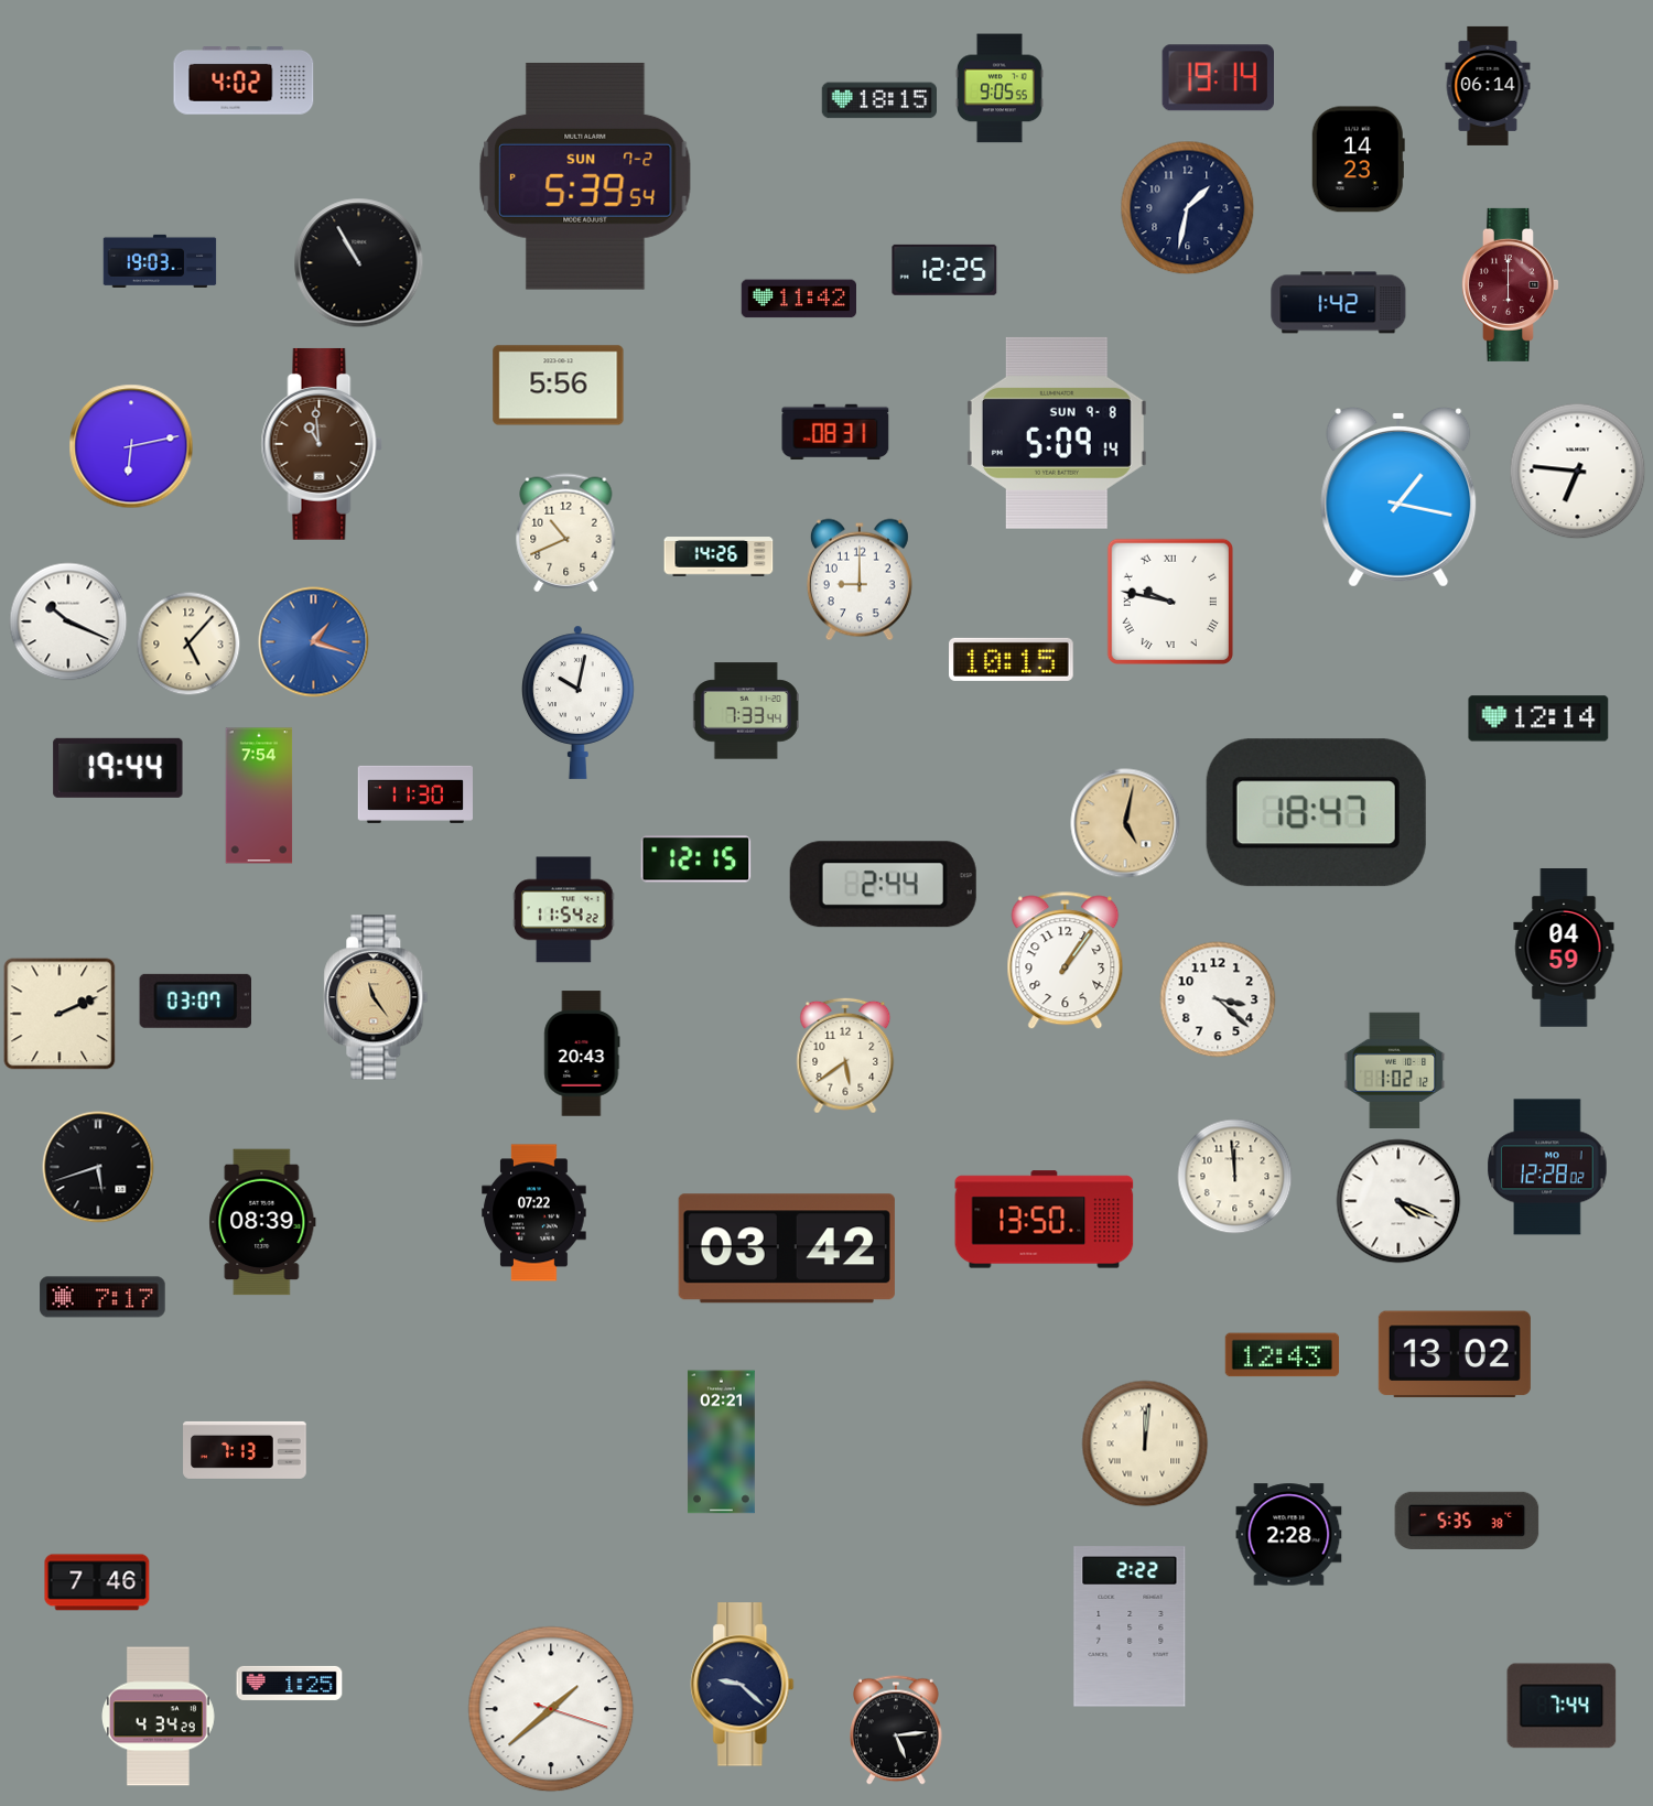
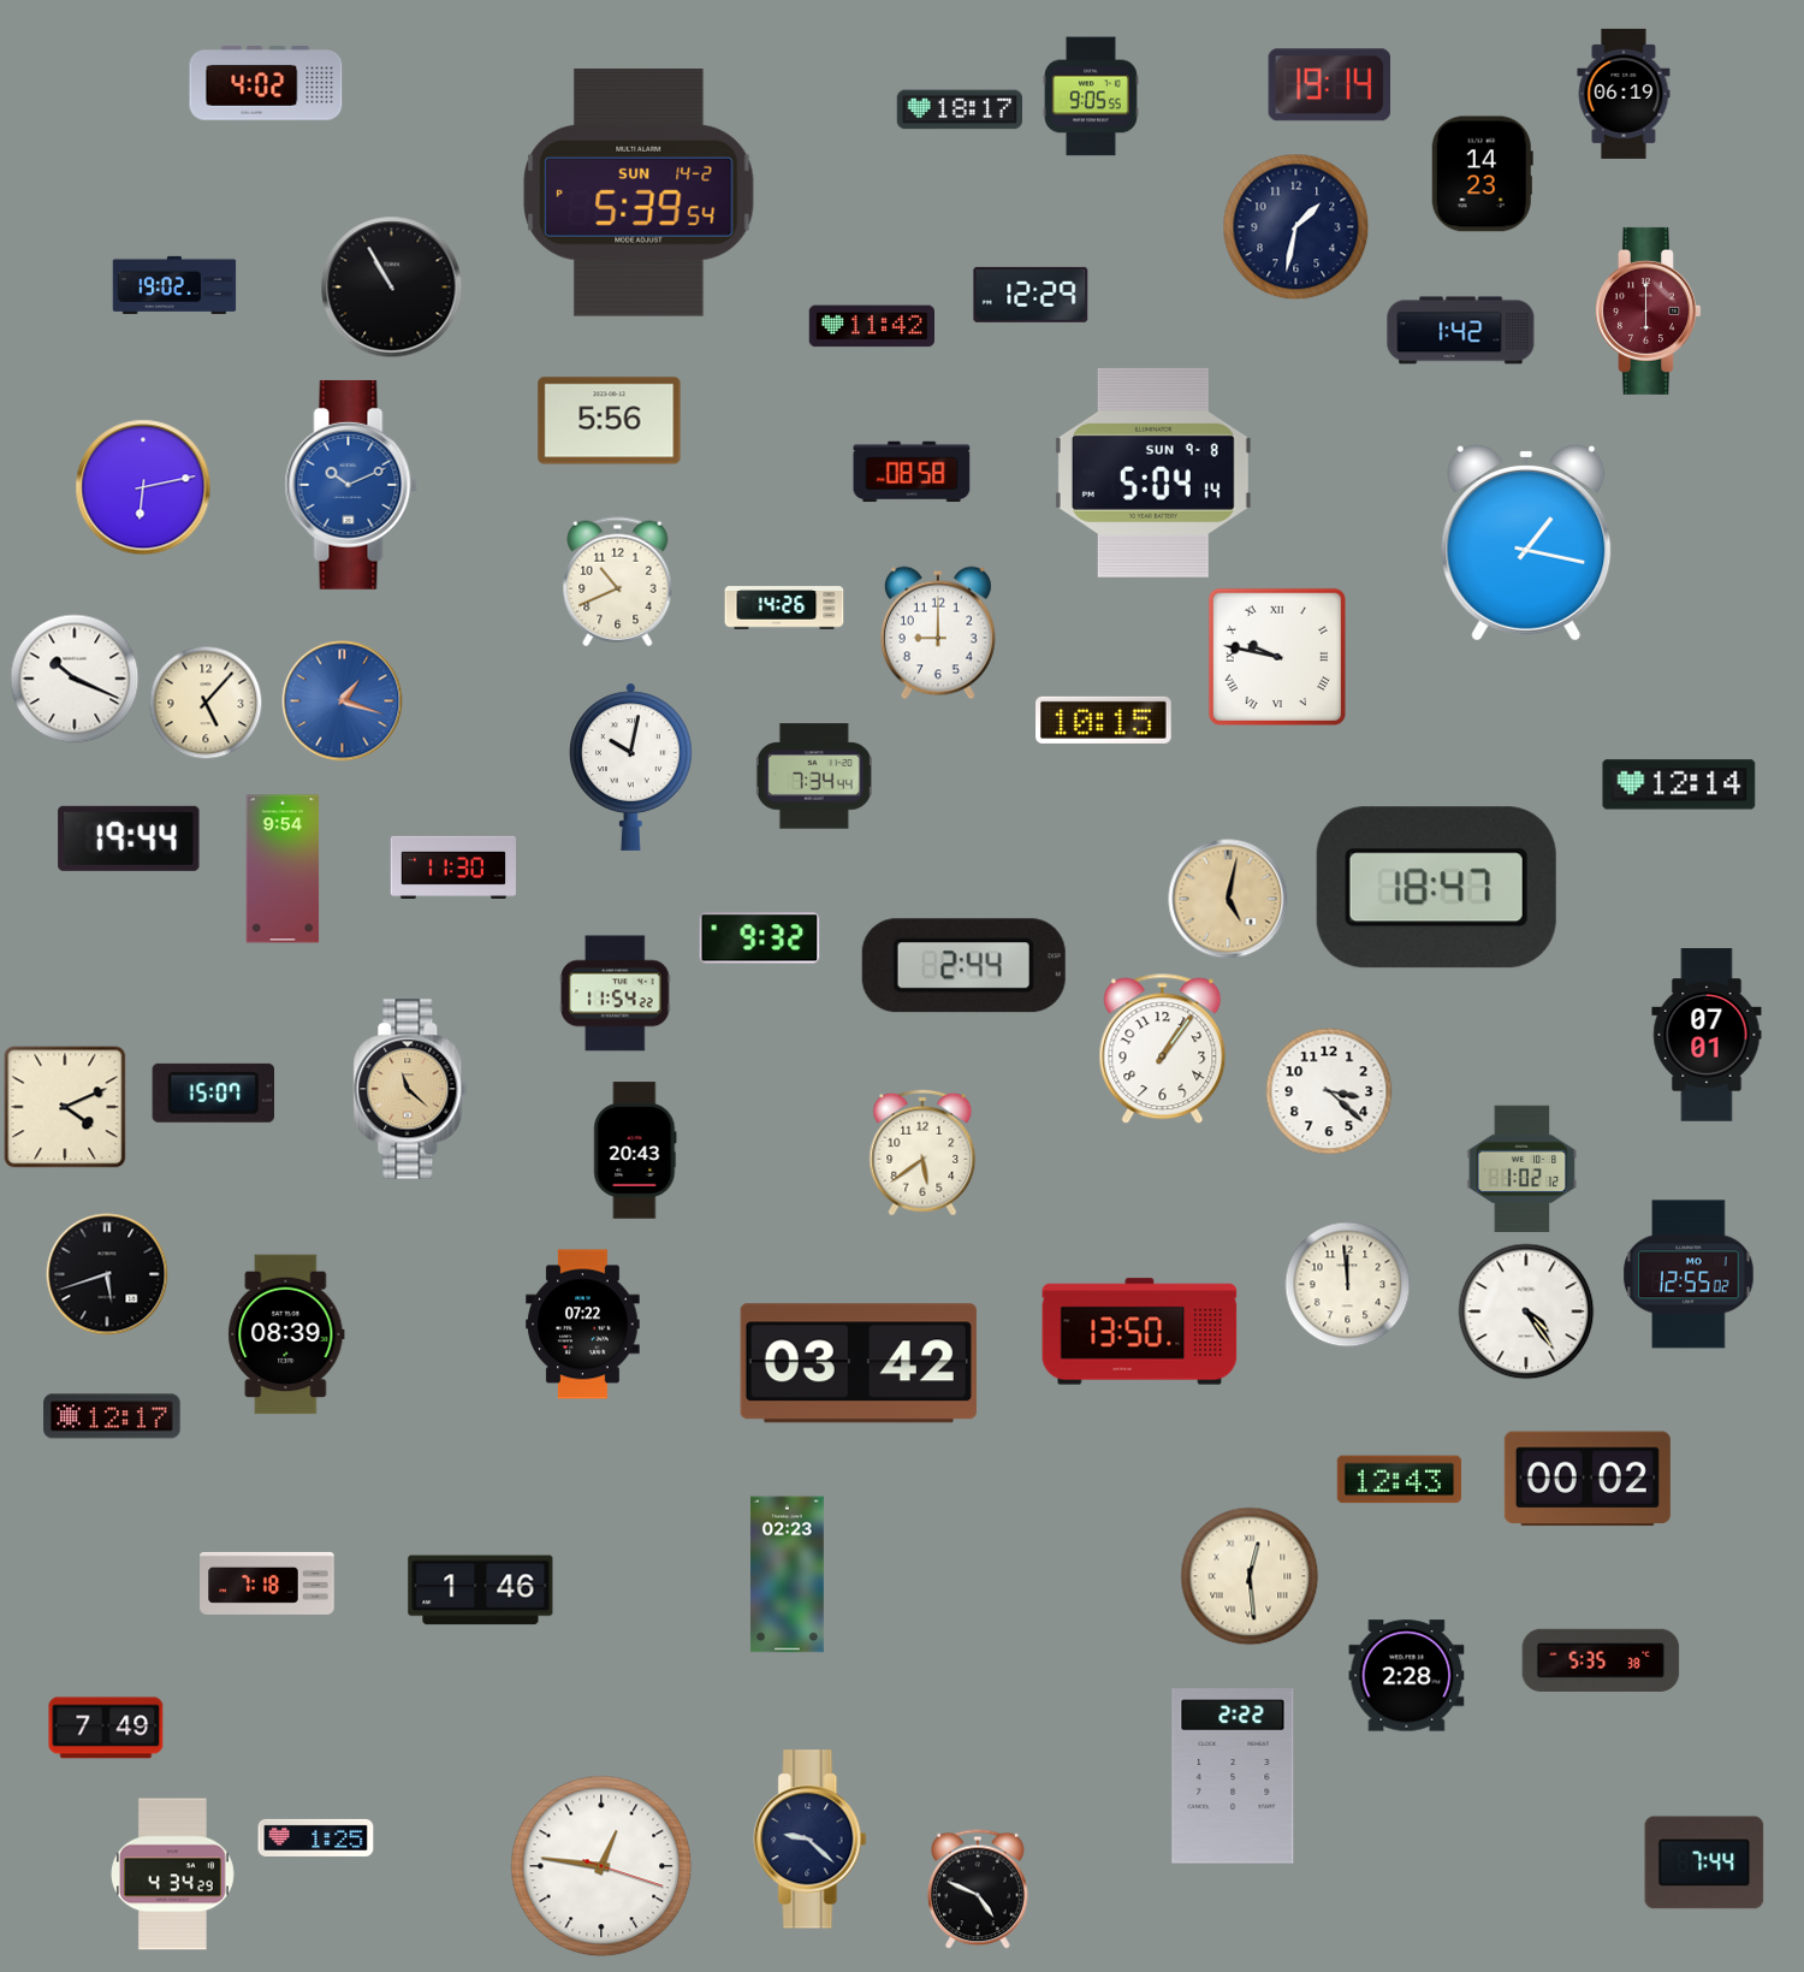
clock at (244, 82) position: (244, 82) -> (266, 84)
clock at (1488, 86): 06:14 -> 06:19
clock at (878, 100): 18:15 -> 18:17
clock at (585, 176) date: SUN 7-2 -> SUN 14-2
clock at (160, 261): 19:03 -> 19:02
clock at (944, 270): 12:25 -> 12:29
clock at (835, 432): 08:31 -> 08:58
clock at (1057, 433): 5:09 -> 5:04
clock at (322, 444): 10:59 -> 10:11
clock at (322, 444) dial: brown -> blue
clock at (1578, 472): 6:46 -> none
clock at (746, 711): 7:33 -> 7:34
clock at (259, 796): 7:54 -> 9:54
clock at (696, 859): 12:15 -> 9:32
clock at (1564, 948): 04:59 -> 07:01
clock at (376, 997): 11:24 -> 11:22
clock at (195, 1001): 03:07 -> 15:07
clock at (60, 1014): 2:11 -> 4:11
clock at (1547, 1167): 12:28 -> 12:55
clock at (1398, 1201): 4:19 -> 4:24
clock at (102, 1297): 7:17 -> 12:17
clock at (1455, 1354): 13:02 -> 00:02
clock at (722, 1442): 02:21 -> 02:23
clock at (1145, 1443): 12:01 -> 12:29
clock at (245, 1450): 7:13 -> 7:18
clock at (481, 1591): none -> 1:46
clock at (97, 1582): 7:46 -> 7:49
clock at (551, 1709): 1:38 -> 12:46
clock at (896, 1730): 5:14 -> 4:49
